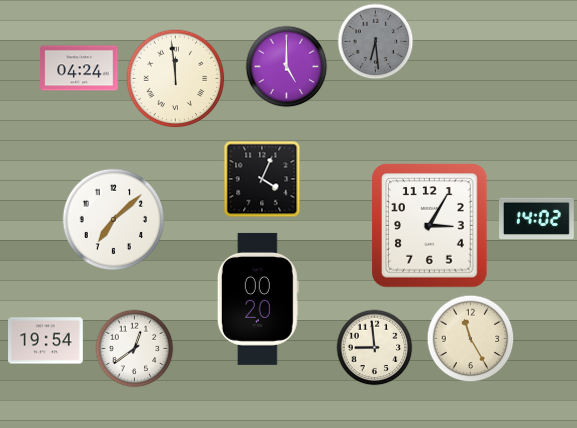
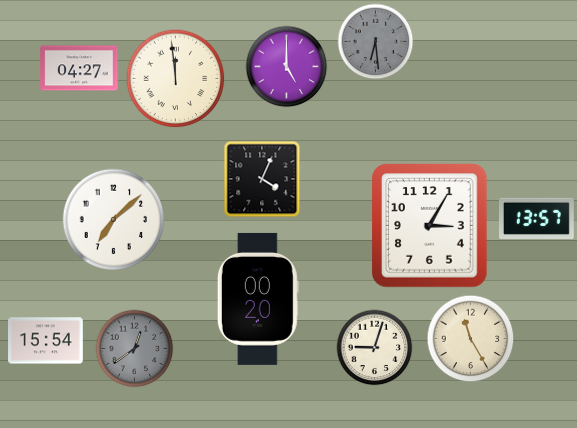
clock at (79, 68): 04:24 -> 04:27
clock at (537, 218): 14:02 -> 13:57
clock at (46, 341): 19:54 -> 15:54
clock at (375, 348): 8:59 -> 9:03
clock at (135, 349) dial: white -> grey
